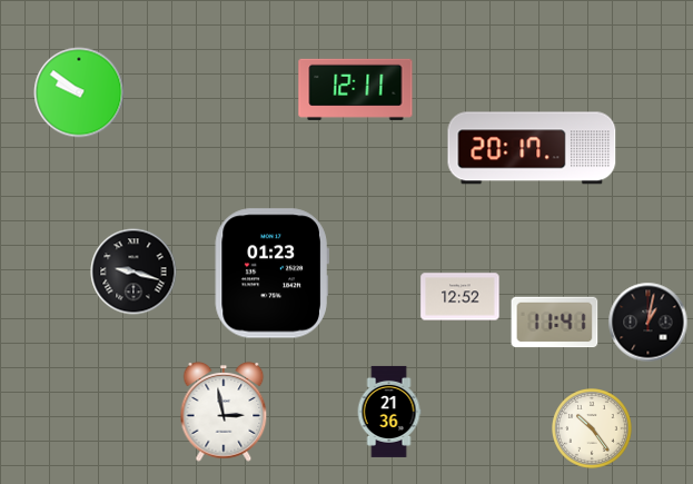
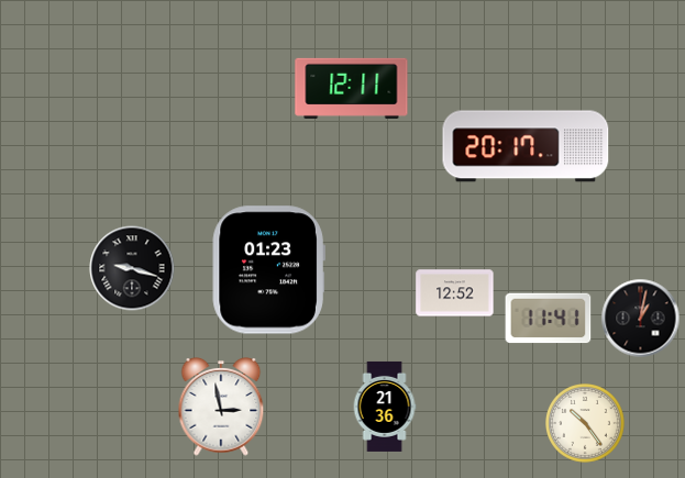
clock at (79, 92): 9:51 -> none
